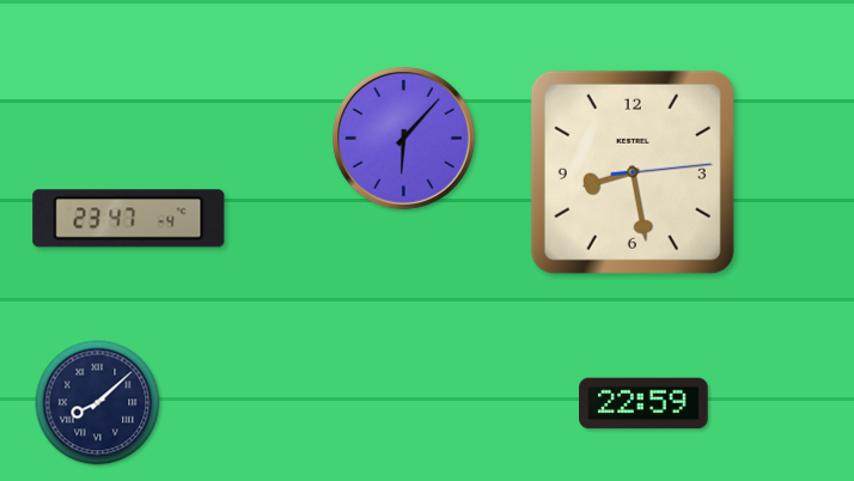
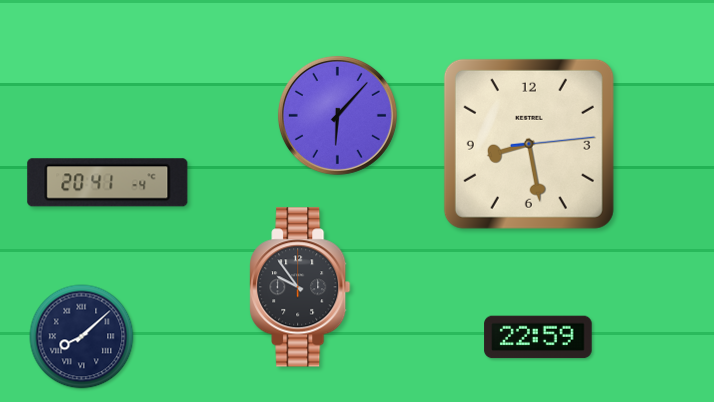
clock at (129, 219): 23:47 -> 20:41
clock at (300, 287): none -> 9:54
